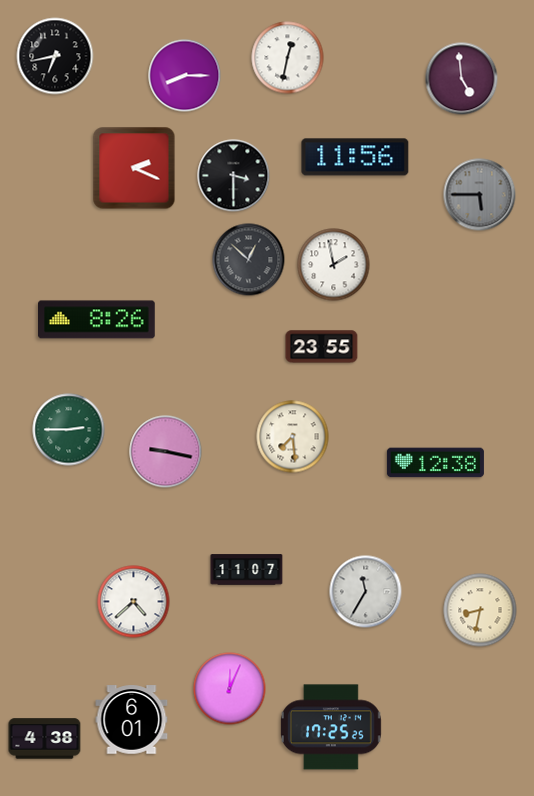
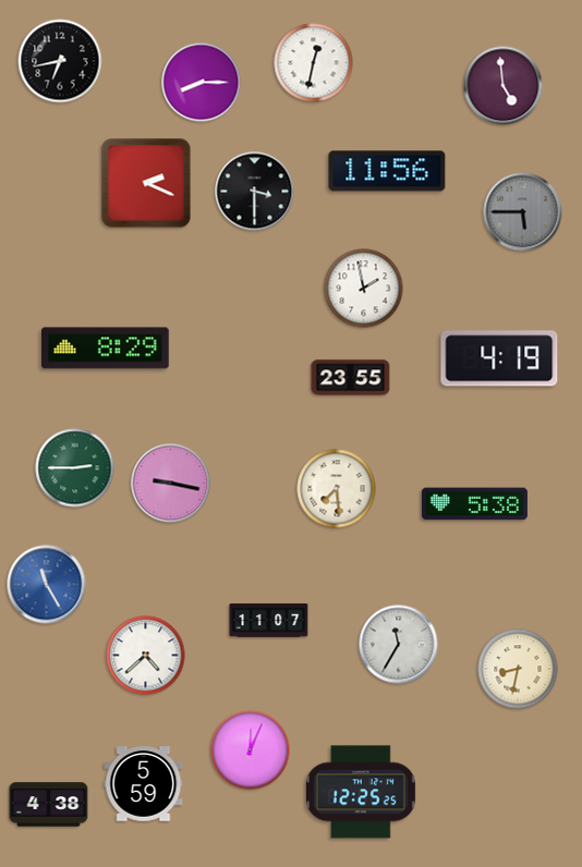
clock at (249, 260): 12:52 -> none
clock at (97, 320): 8:26 -> 8:29
clock at (499, 358): none -> 4:19
clock at (293, 437) position: (293, 437) -> (337, 489)
clock at (166, 452) position: (166, 452) -> (171, 484)
clock at (435, 463): 12:38 -> 5:38
clock at (47, 585): none -> 11:25
clock at (480, 610) position: (480, 610) -> (518, 669)
clock at (132, 720): 6:01 -> 5:59
clock at (331, 727): 17:25 -> 12:25
